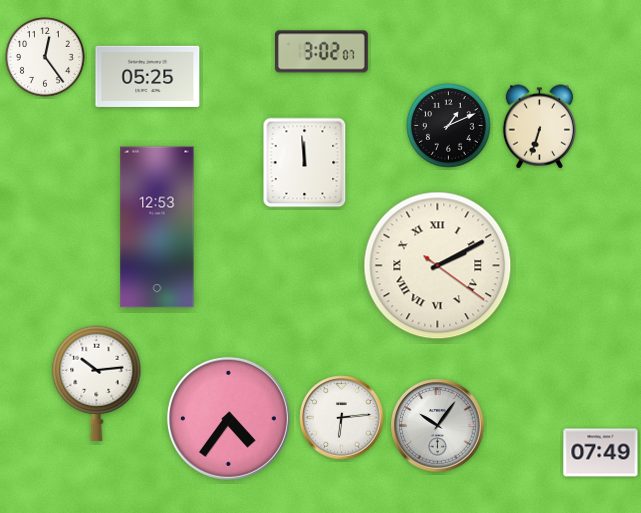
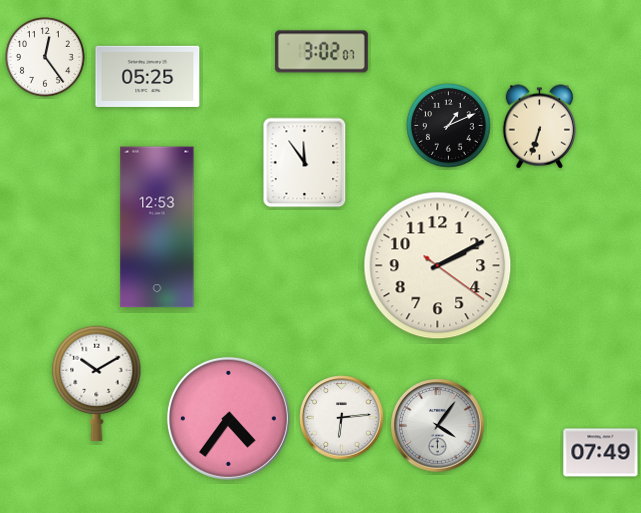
clock at (305, 163): 11:59 -> 11:54
clock at (438, 266) numerals: Roman -> Arabic
clock at (97, 383): 10:14 -> 10:10
clock at (438, 426): 10:06 -> 4:06
